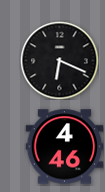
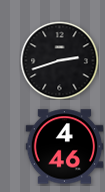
clock at (59, 60): 6:19 -> 2:42
